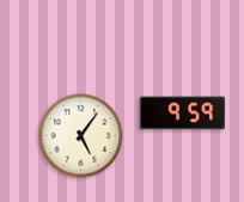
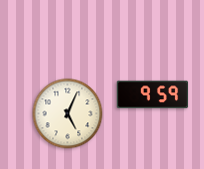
clock at (81, 136): 5:06 -> 5:04
